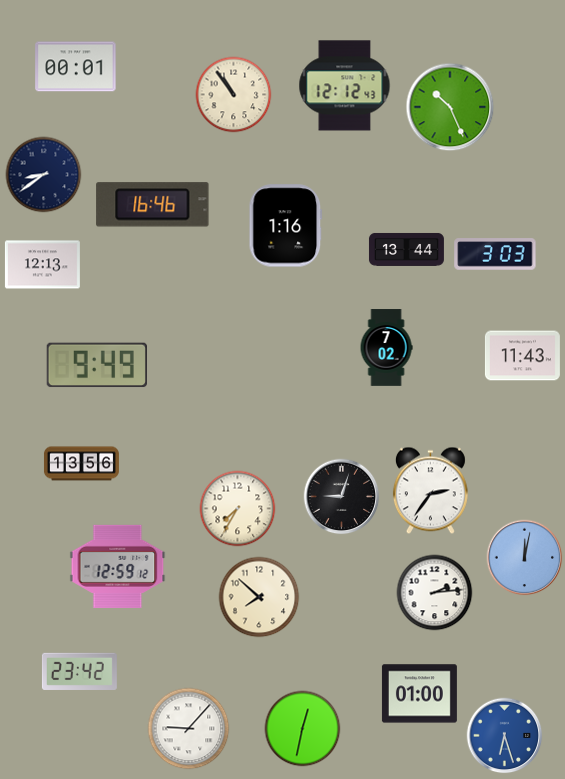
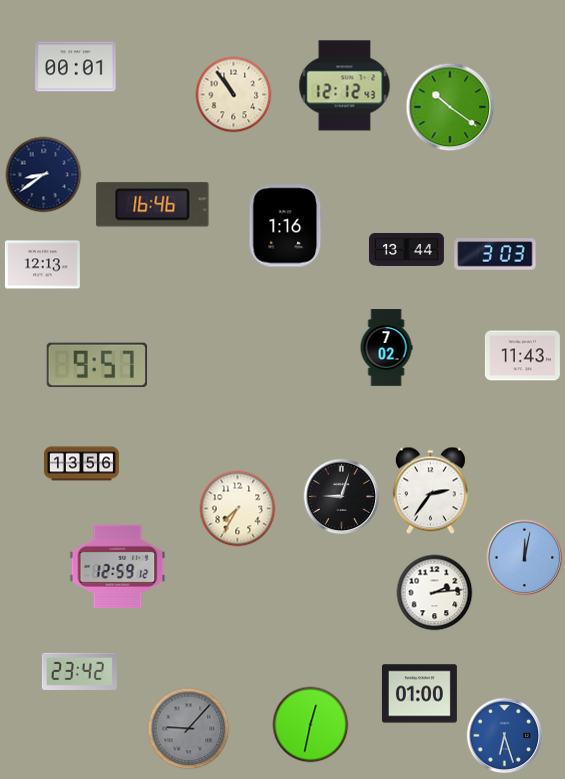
clock at (450, 107): 10:26 -> 10:21
clock at (97, 365): 9:49 -> 9:57
clock at (259, 597): 7:52 -> none
clock at (189, 729) dial: white -> grey
clock at (303, 729) position: (303, 729) -> (311, 725)
